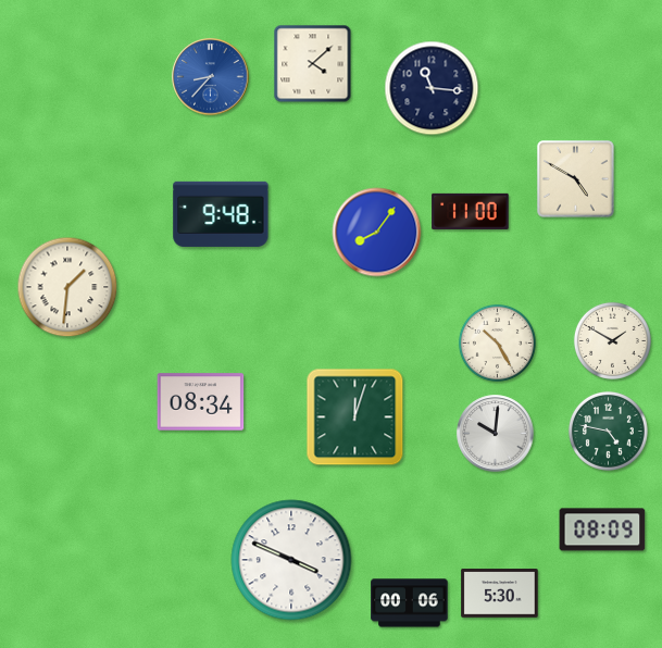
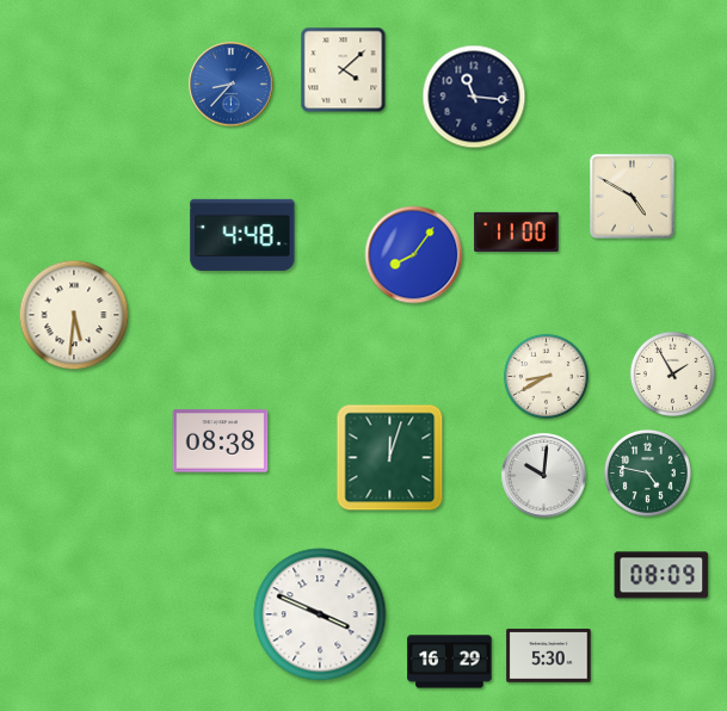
clock at (221, 214): 9:48 -> 4:48
clock at (67, 287): 1:31 -> 5:31
clock at (612, 340): 1:50 -> 1:55
clock at (497, 342): 10:25 -> 8:40
clock at (201, 402): 08:34 -> 08:38
clock at (608, 431) position: (608, 431) -> (647, 472)
clock at (602, 529) position: (602, 529) -> (661, 575)
clock at (500, 594) position: (500, 594) -> (549, 656)
clock at (410, 603): 00:06 -> 16:29
